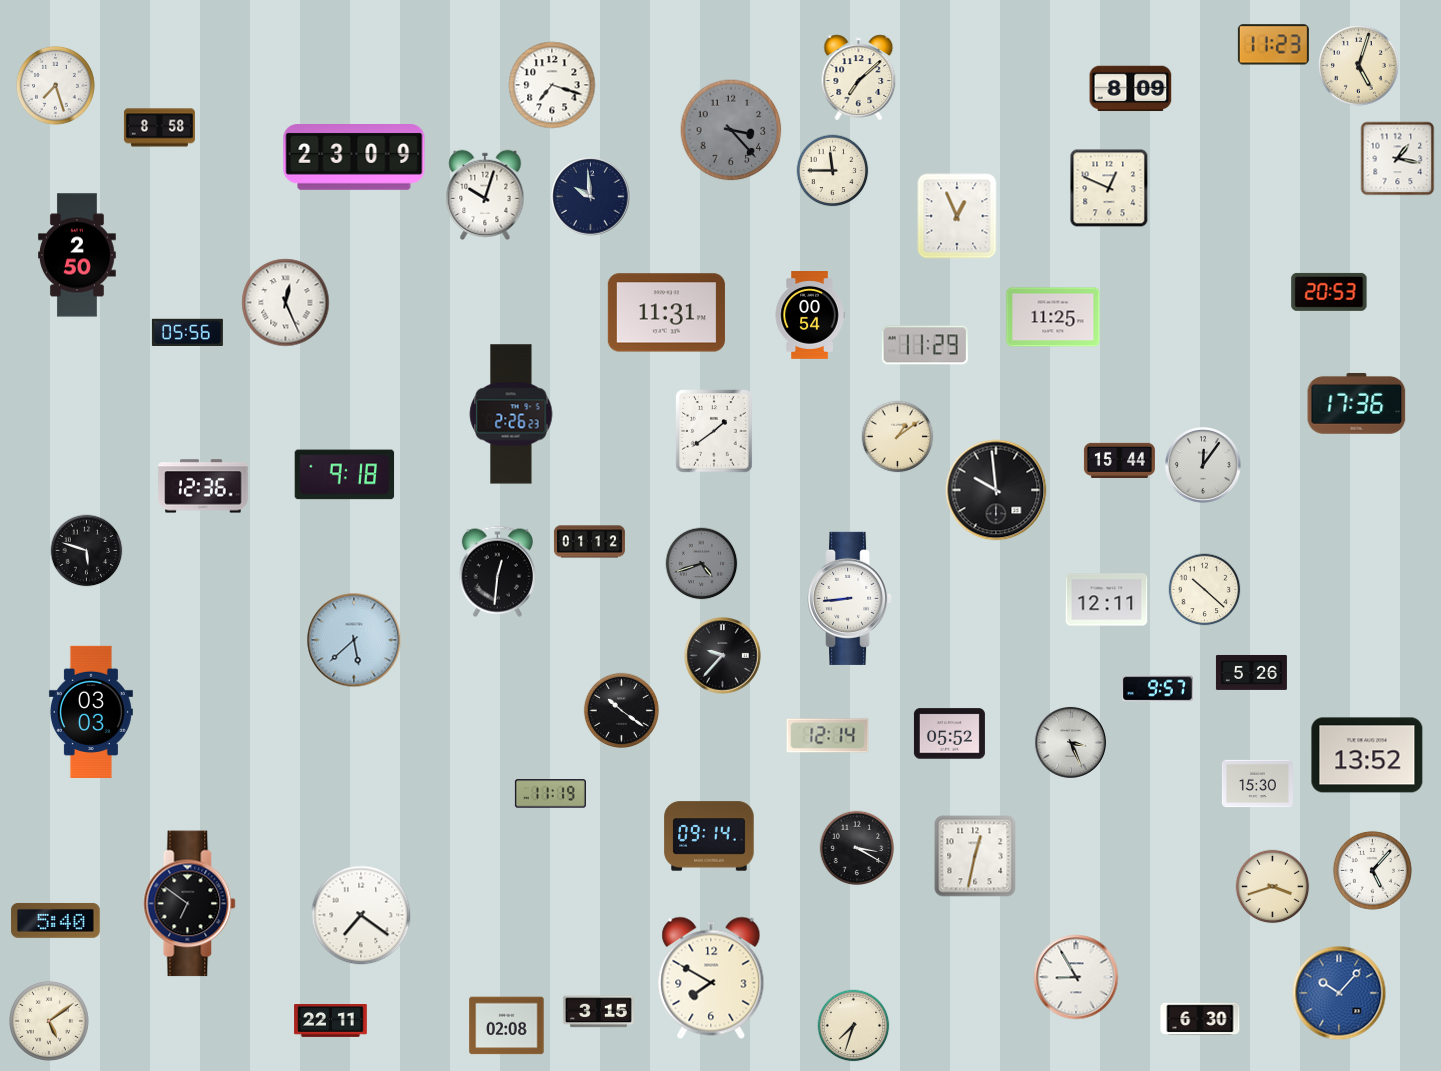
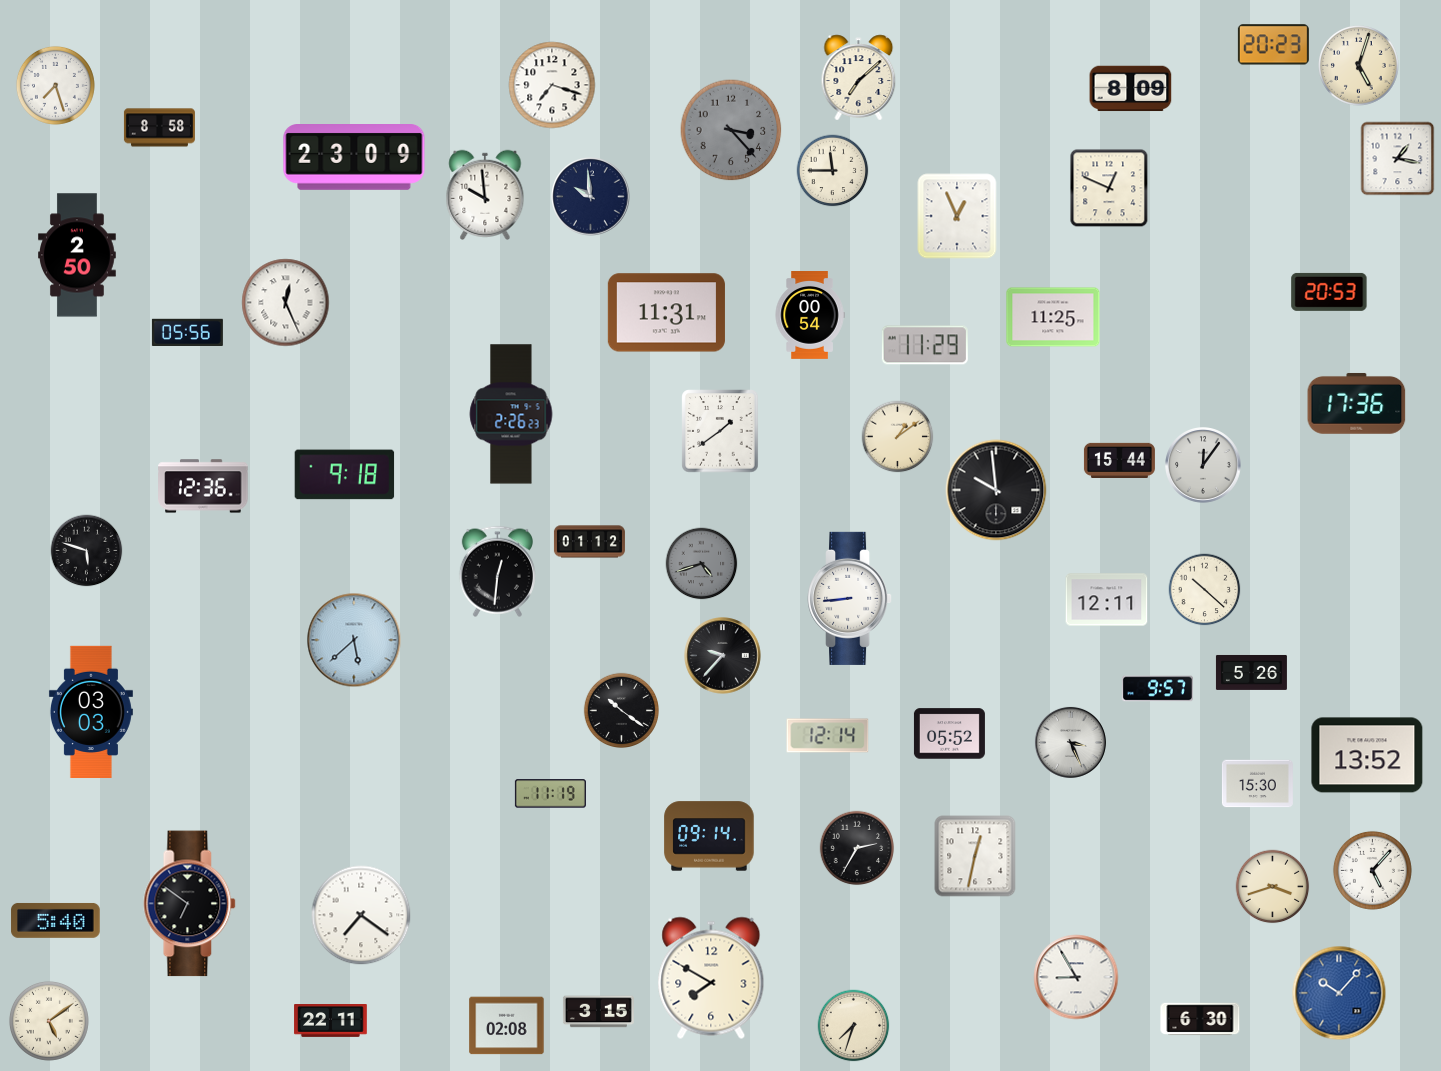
clock at (1273, 45): 11:23 -> 20:23
clock at (485, 195): 10:03 -> 9:59
clock at (714, 431) position: (714, 431) -> (720, 431)
clock at (857, 848): 3:20 -> 2:35
